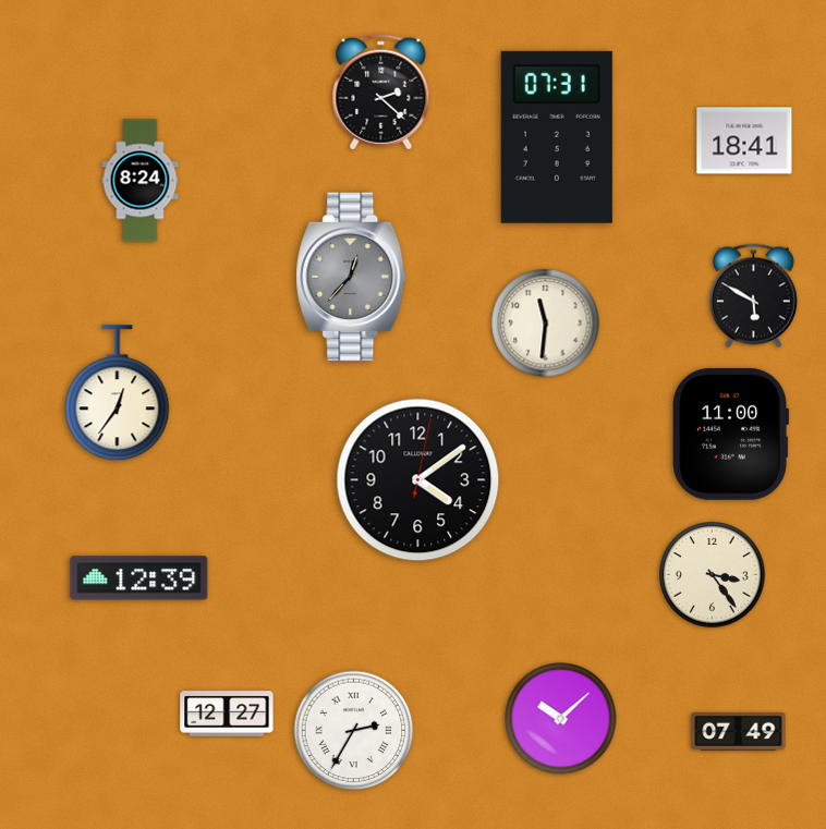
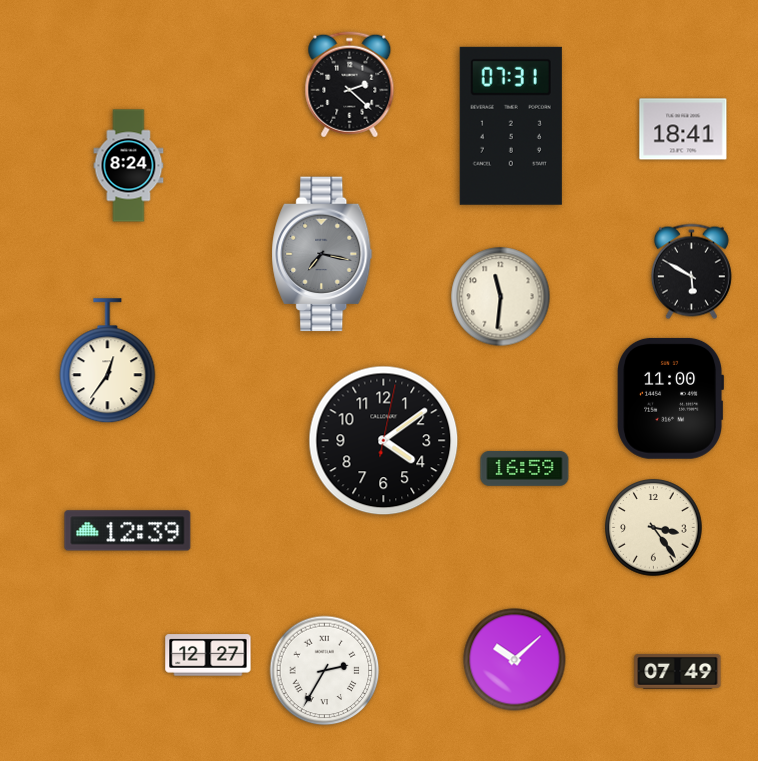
clock at (351, 277): 12:37 -> 7:17
clock at (525, 469): none -> 16:59
